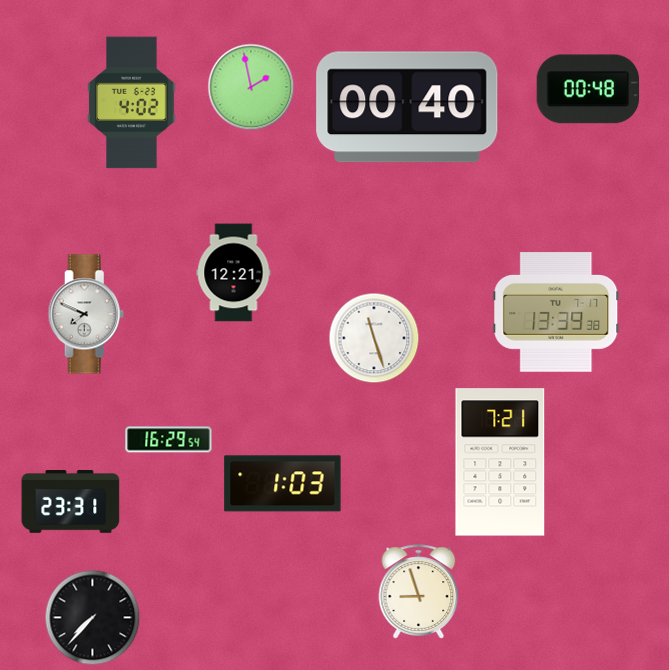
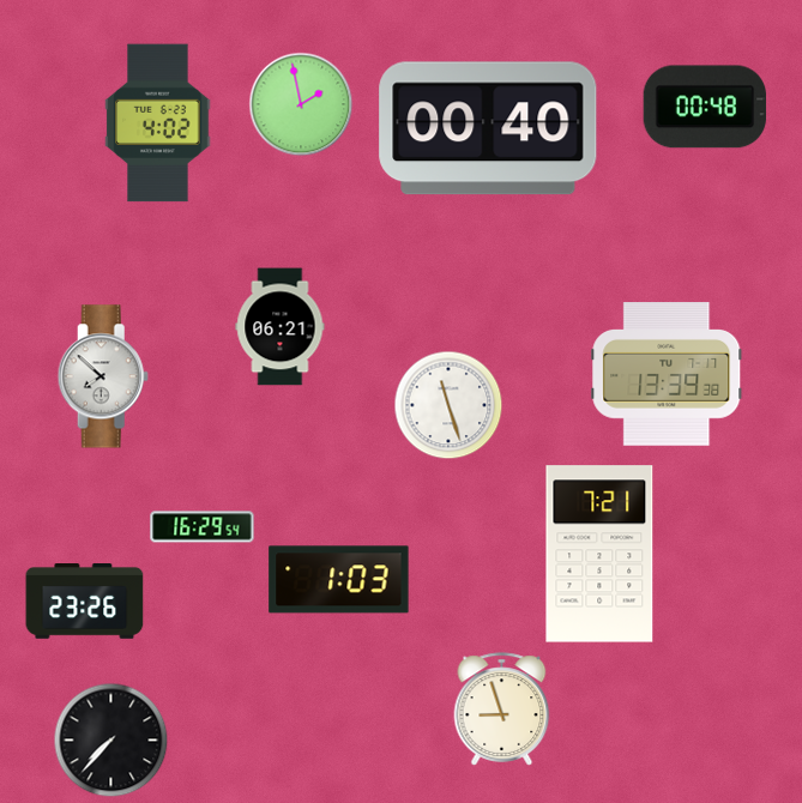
clock at (234, 273): 12:21 -> 06:21
clock at (86, 314): 7:49 -> 7:52
clock at (71, 502): 23:31 -> 23:26
